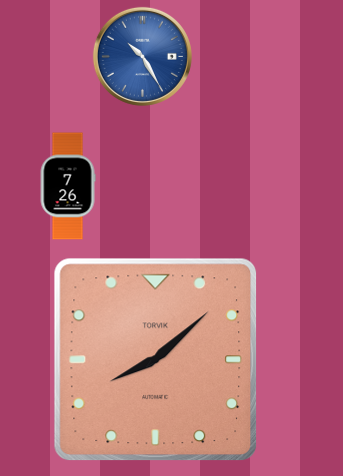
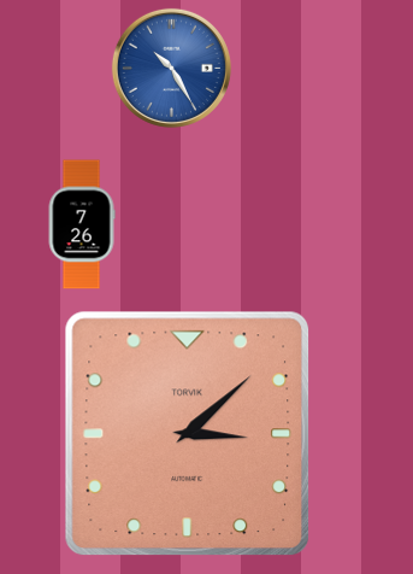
clock at (156, 360): 8:08 -> 3:08
